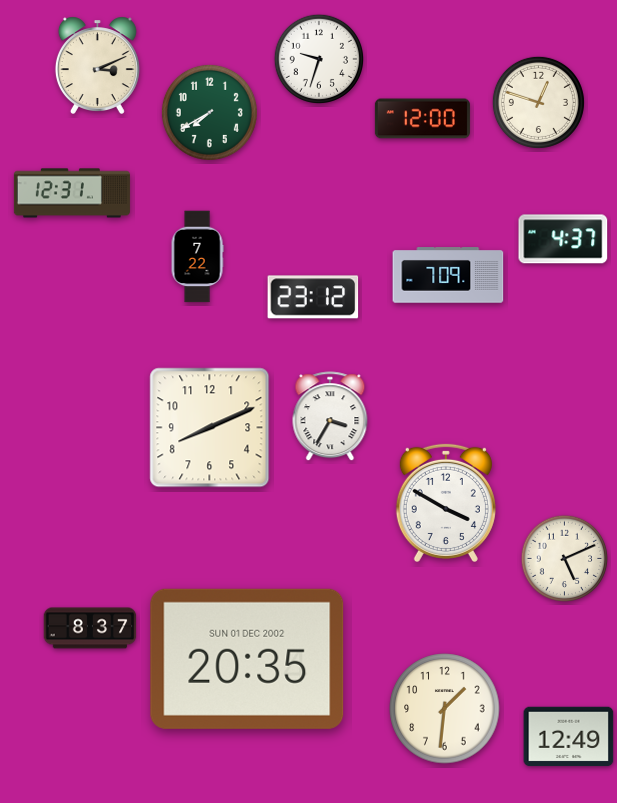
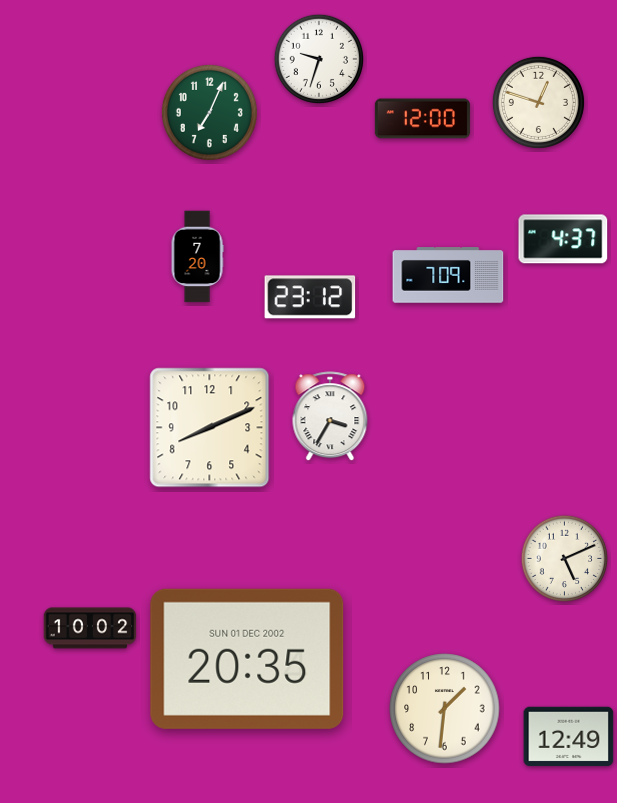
clock at (97, 65): 3:11 -> none
clock at (209, 112): 7:40 -> 7:04
clock at (72, 193): 12:31 -> none
clock at (197, 257): 7:22 -> 7:20
clock at (313, 297) position: (313, 297) -> (310, 297)
clock at (446, 502): 3:50 -> none
clock at (90, 628): 8:37 -> 10:02
